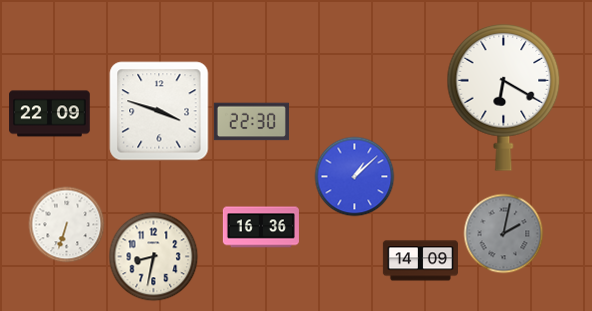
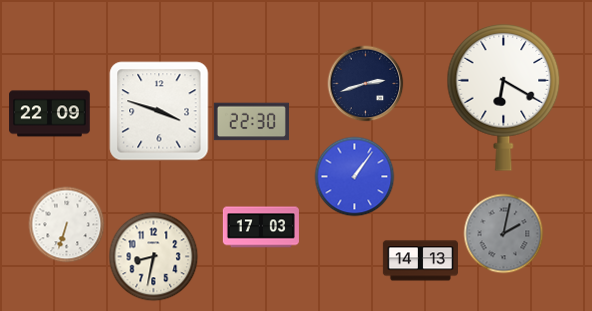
clock at (366, 84): none -> 2:42
clock at (355, 177): 1:08 -> 1:06
clock at (261, 227): 16:36 -> 17:03
clock at (420, 261): 14:09 -> 14:13
